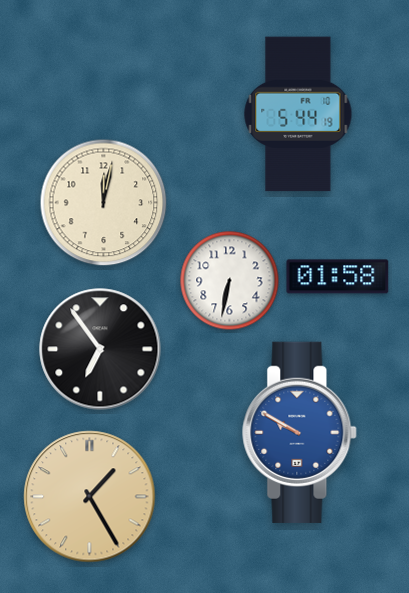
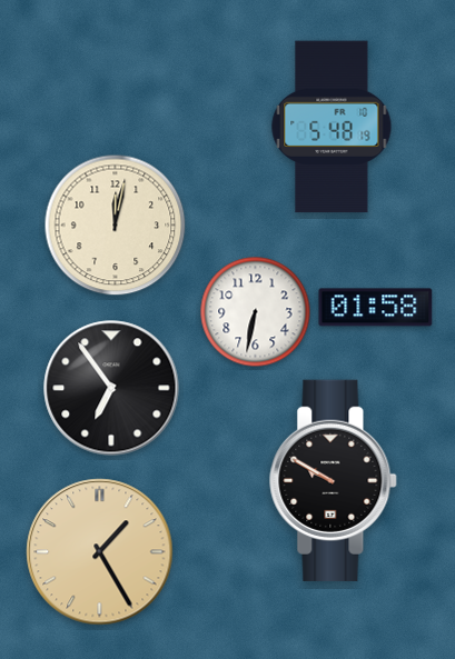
clock at (298, 114): 5:44 -> 5:48
clock at (300, 432) dial: blue -> black
